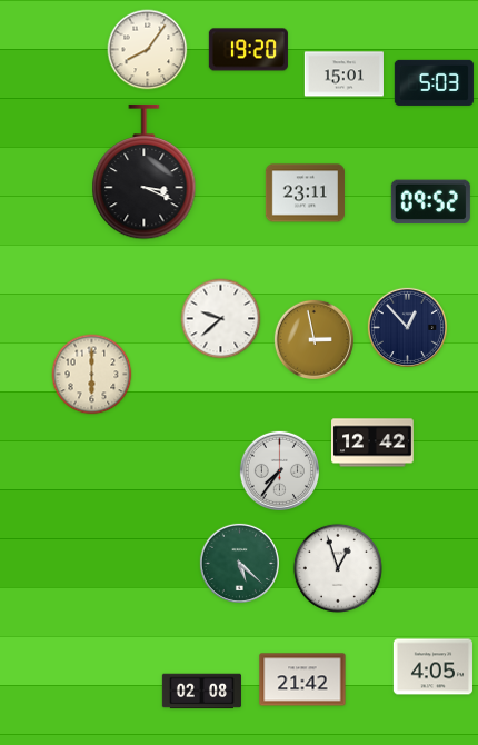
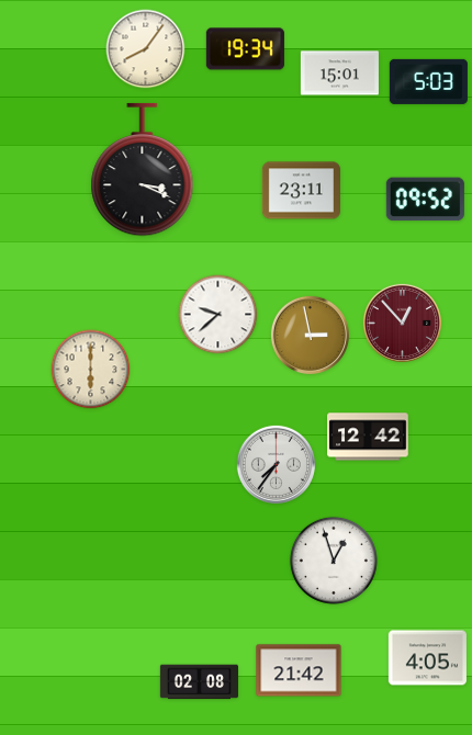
clock at (248, 50): 19:20 -> 19:34
clock at (407, 327) dial: navy -> burgundy
clock at (239, 563): 5:22 -> none
